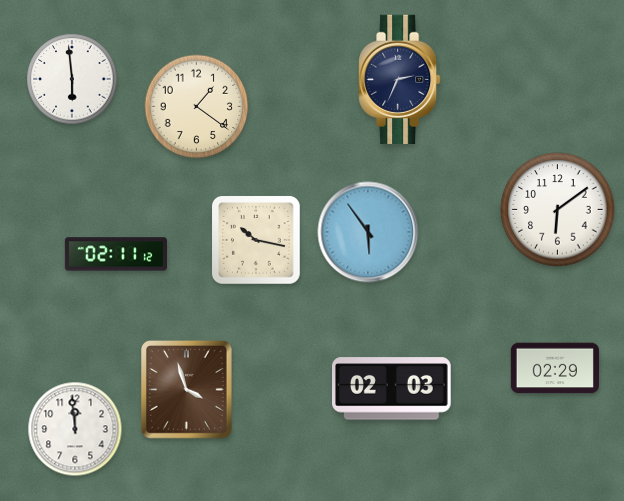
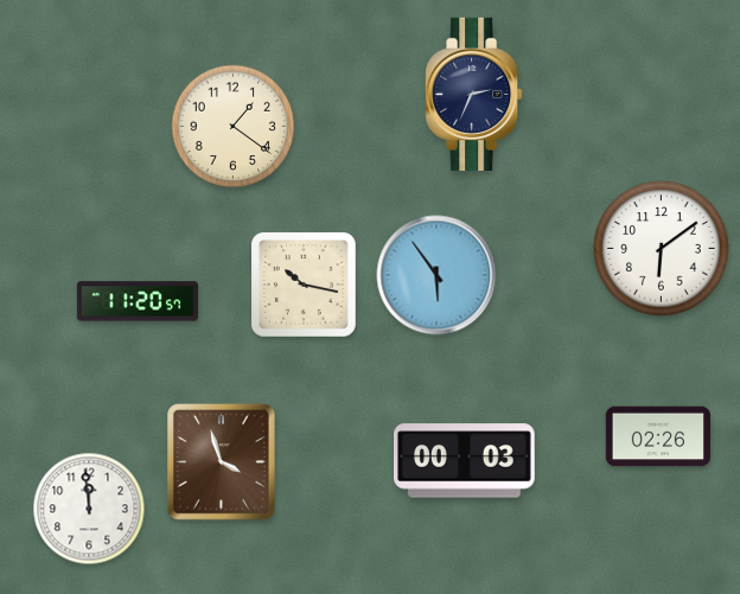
clock at (72, 79): 5:59 -> none
clock at (116, 254): 02:11 -> 11:20
clock at (554, 368): 02:29 -> 02:26
clock at (392, 389): 02:03 -> 00:03
